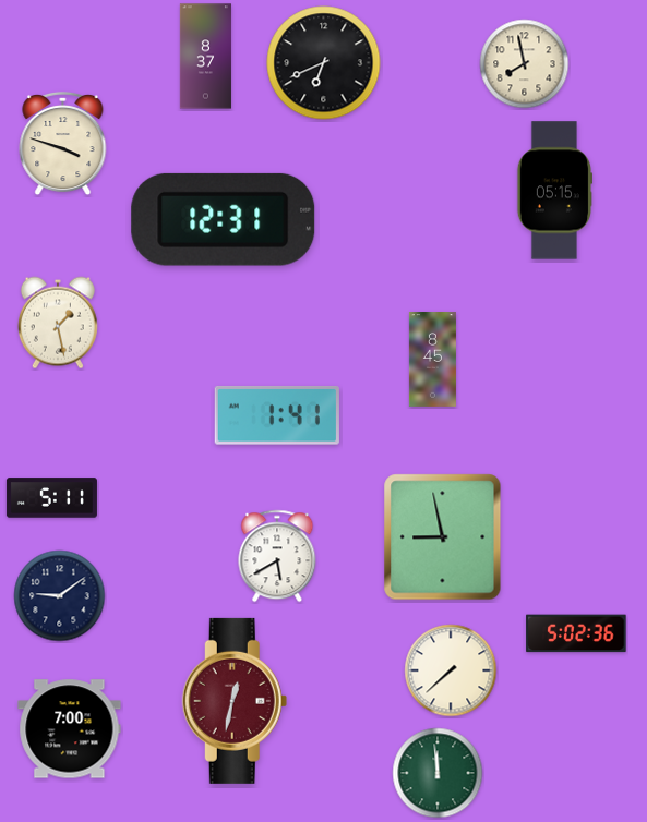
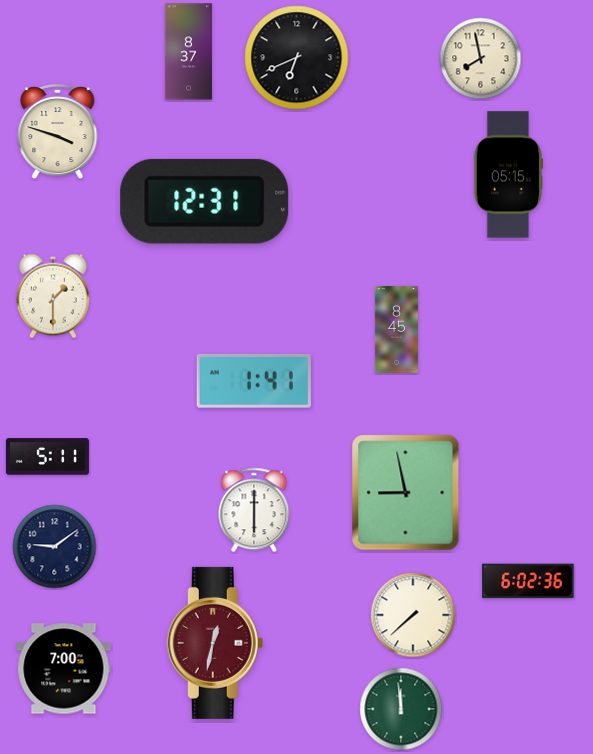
clock at (58, 323): 1:28 -> 1:30
clock at (277, 556): 5:40 -> 6:00
clock at (576, 633): 5:02 -> 6:02
